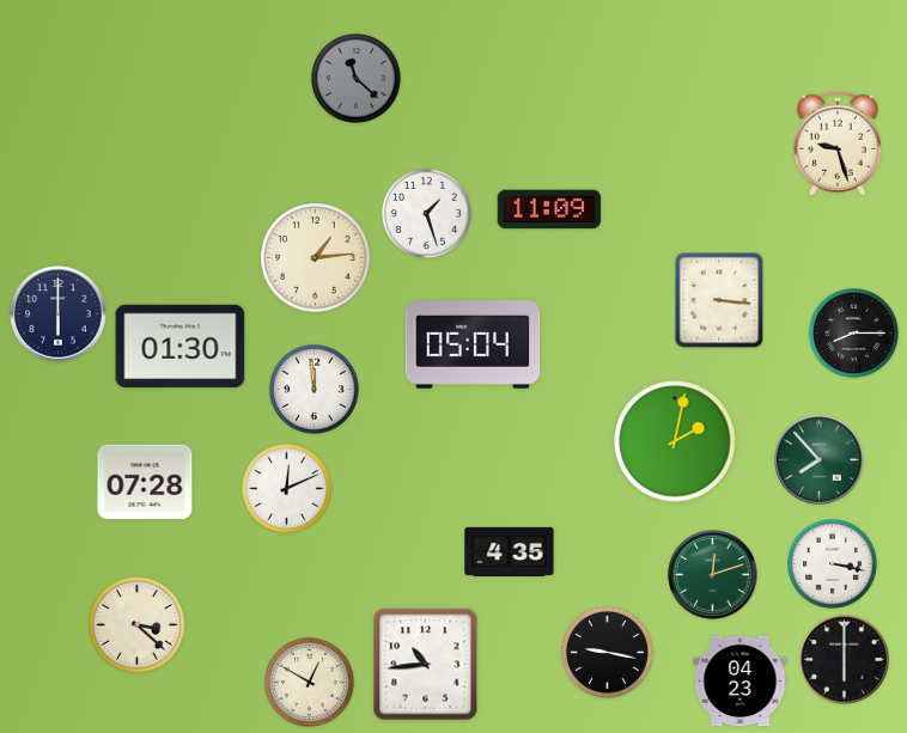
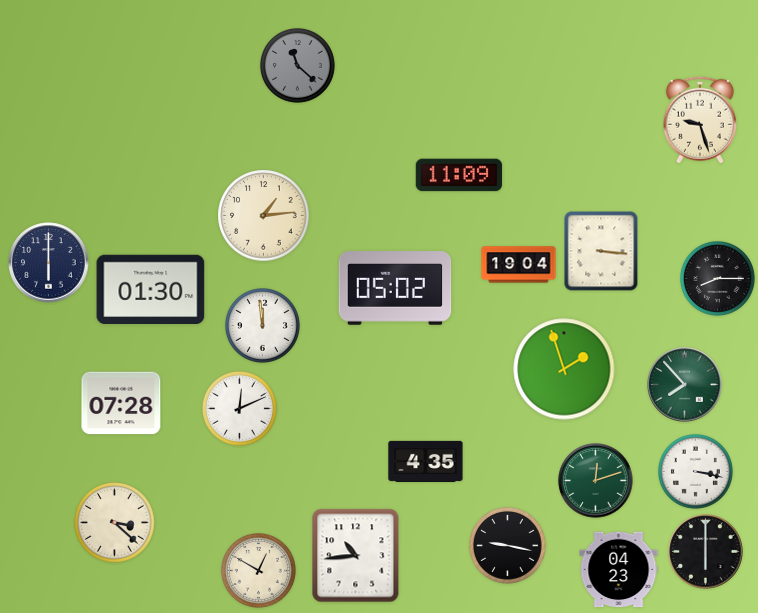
clock at (426, 213): 1:27 -> none
clock at (519, 265): none -> 19:04
clock at (853, 332) position: (853, 332) -> (717, 278)
clock at (473, 344): 05:04 -> 05:02
clock at (675, 441): 2:02 -> 1:57
